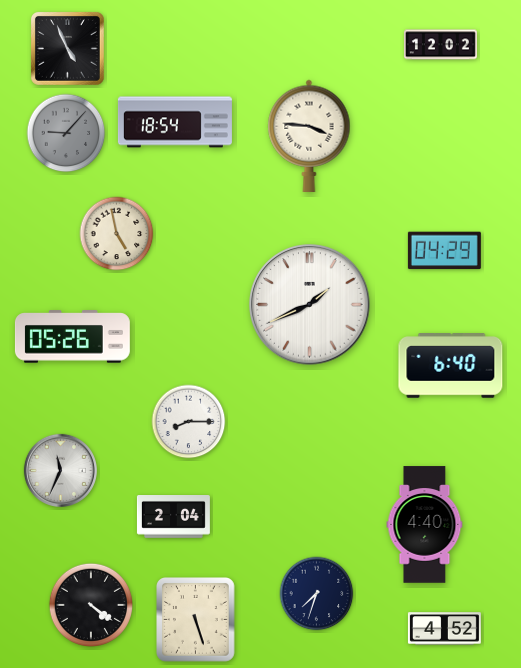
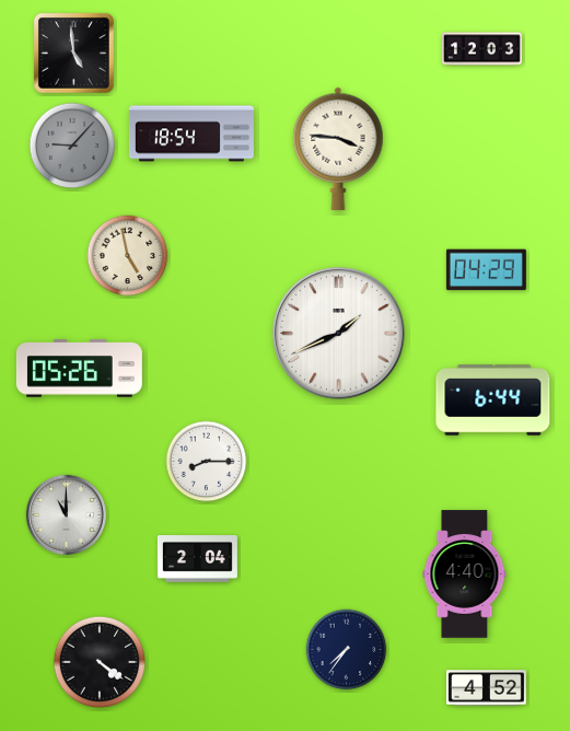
clock at (440, 45): 12:02 -> 12:03
clock at (67, 48): 4:56 -> 4:59
clock at (444, 251) position: (444, 251) -> (486, 270)
clock at (451, 366): 6:40 -> 6:44
clock at (60, 470): 11:34 -> 11:00
clock at (173, 517) position: (173, 517) -> (197, 559)
clock at (317, 594): 7:33 -> 7:36
clock at (196, 620): 5:27 -> none
